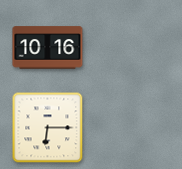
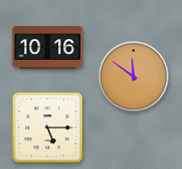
clock at (134, 77): none -> 11:51
clock at (48, 128): 6:15 -> 5:15
